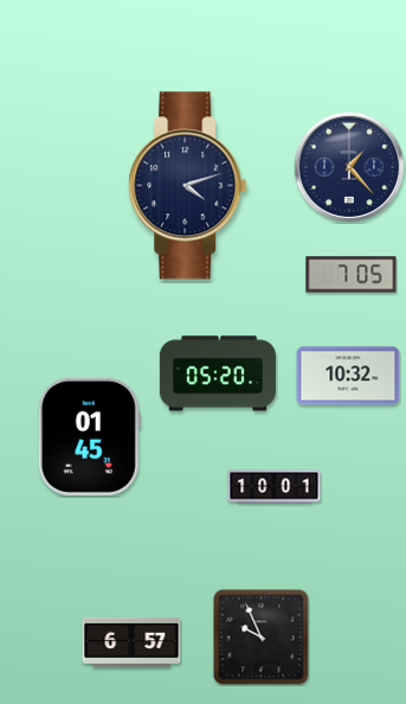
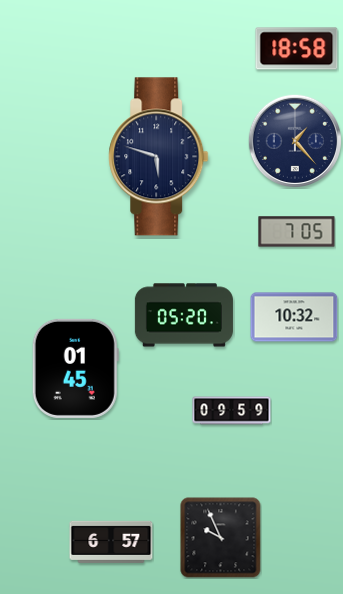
clock at (297, 49): none -> 18:58
clock at (188, 186): 4:12 -> 5:48
clock at (275, 487): 10:01 -> 09:59
